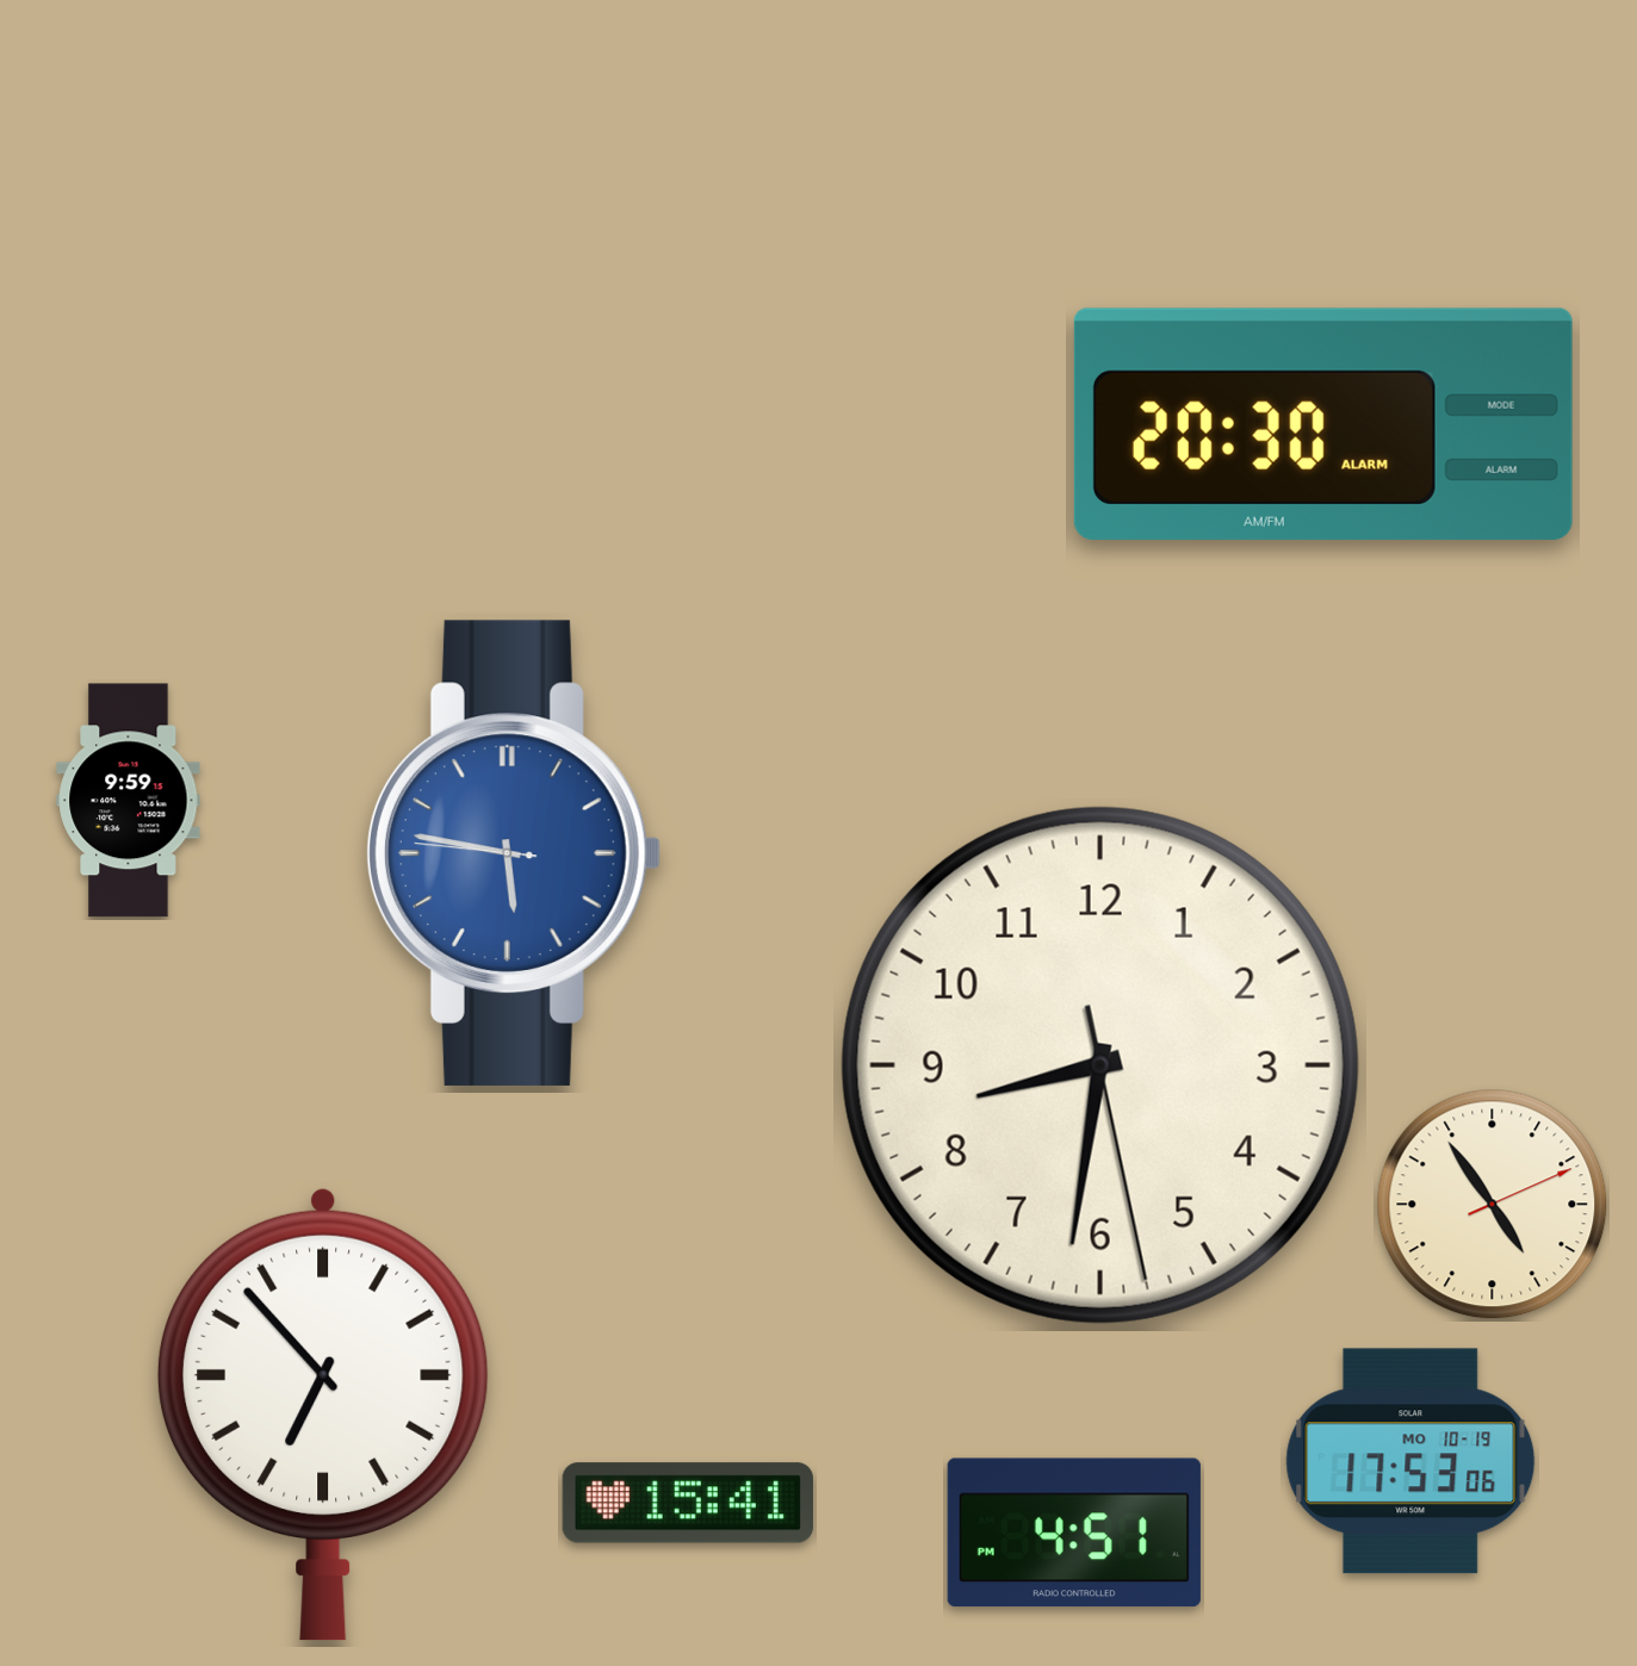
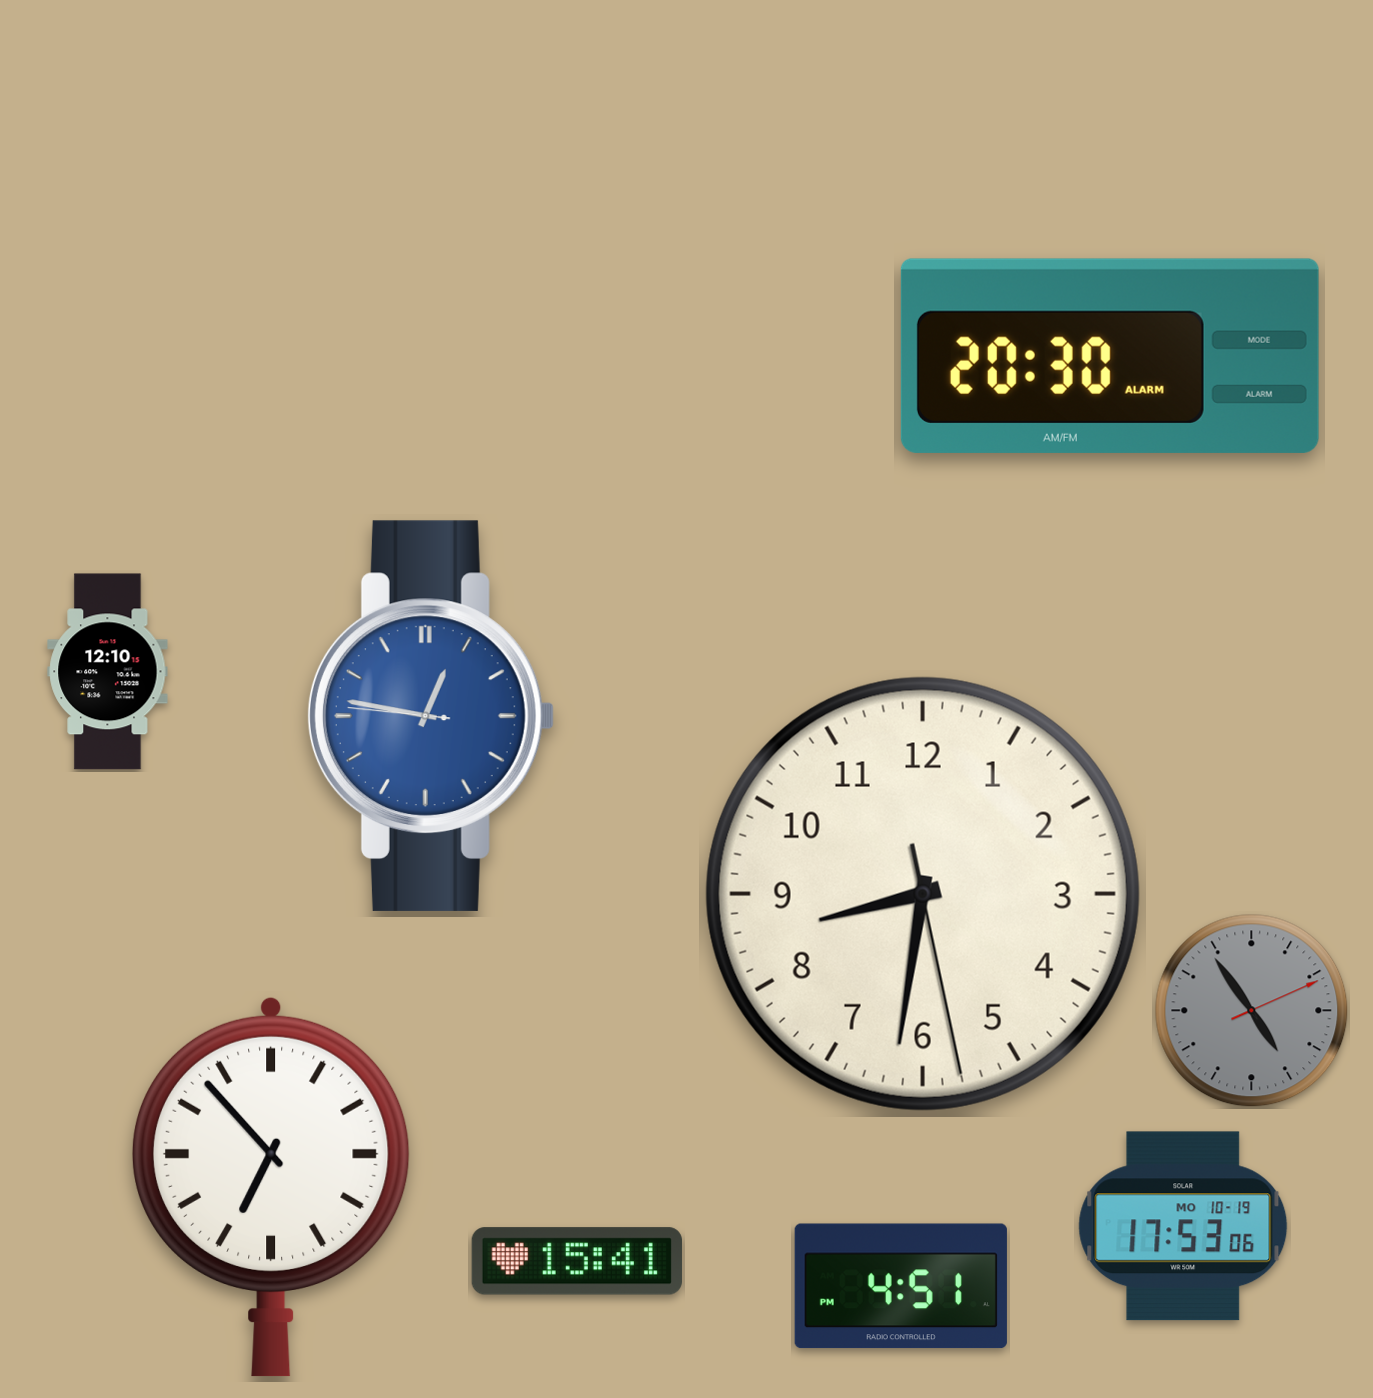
clock at (129, 801): 9:59 -> 12:10
clock at (513, 853): 5:46 -> 12:46
clock at (1493, 1205) dial: cream -> grey
